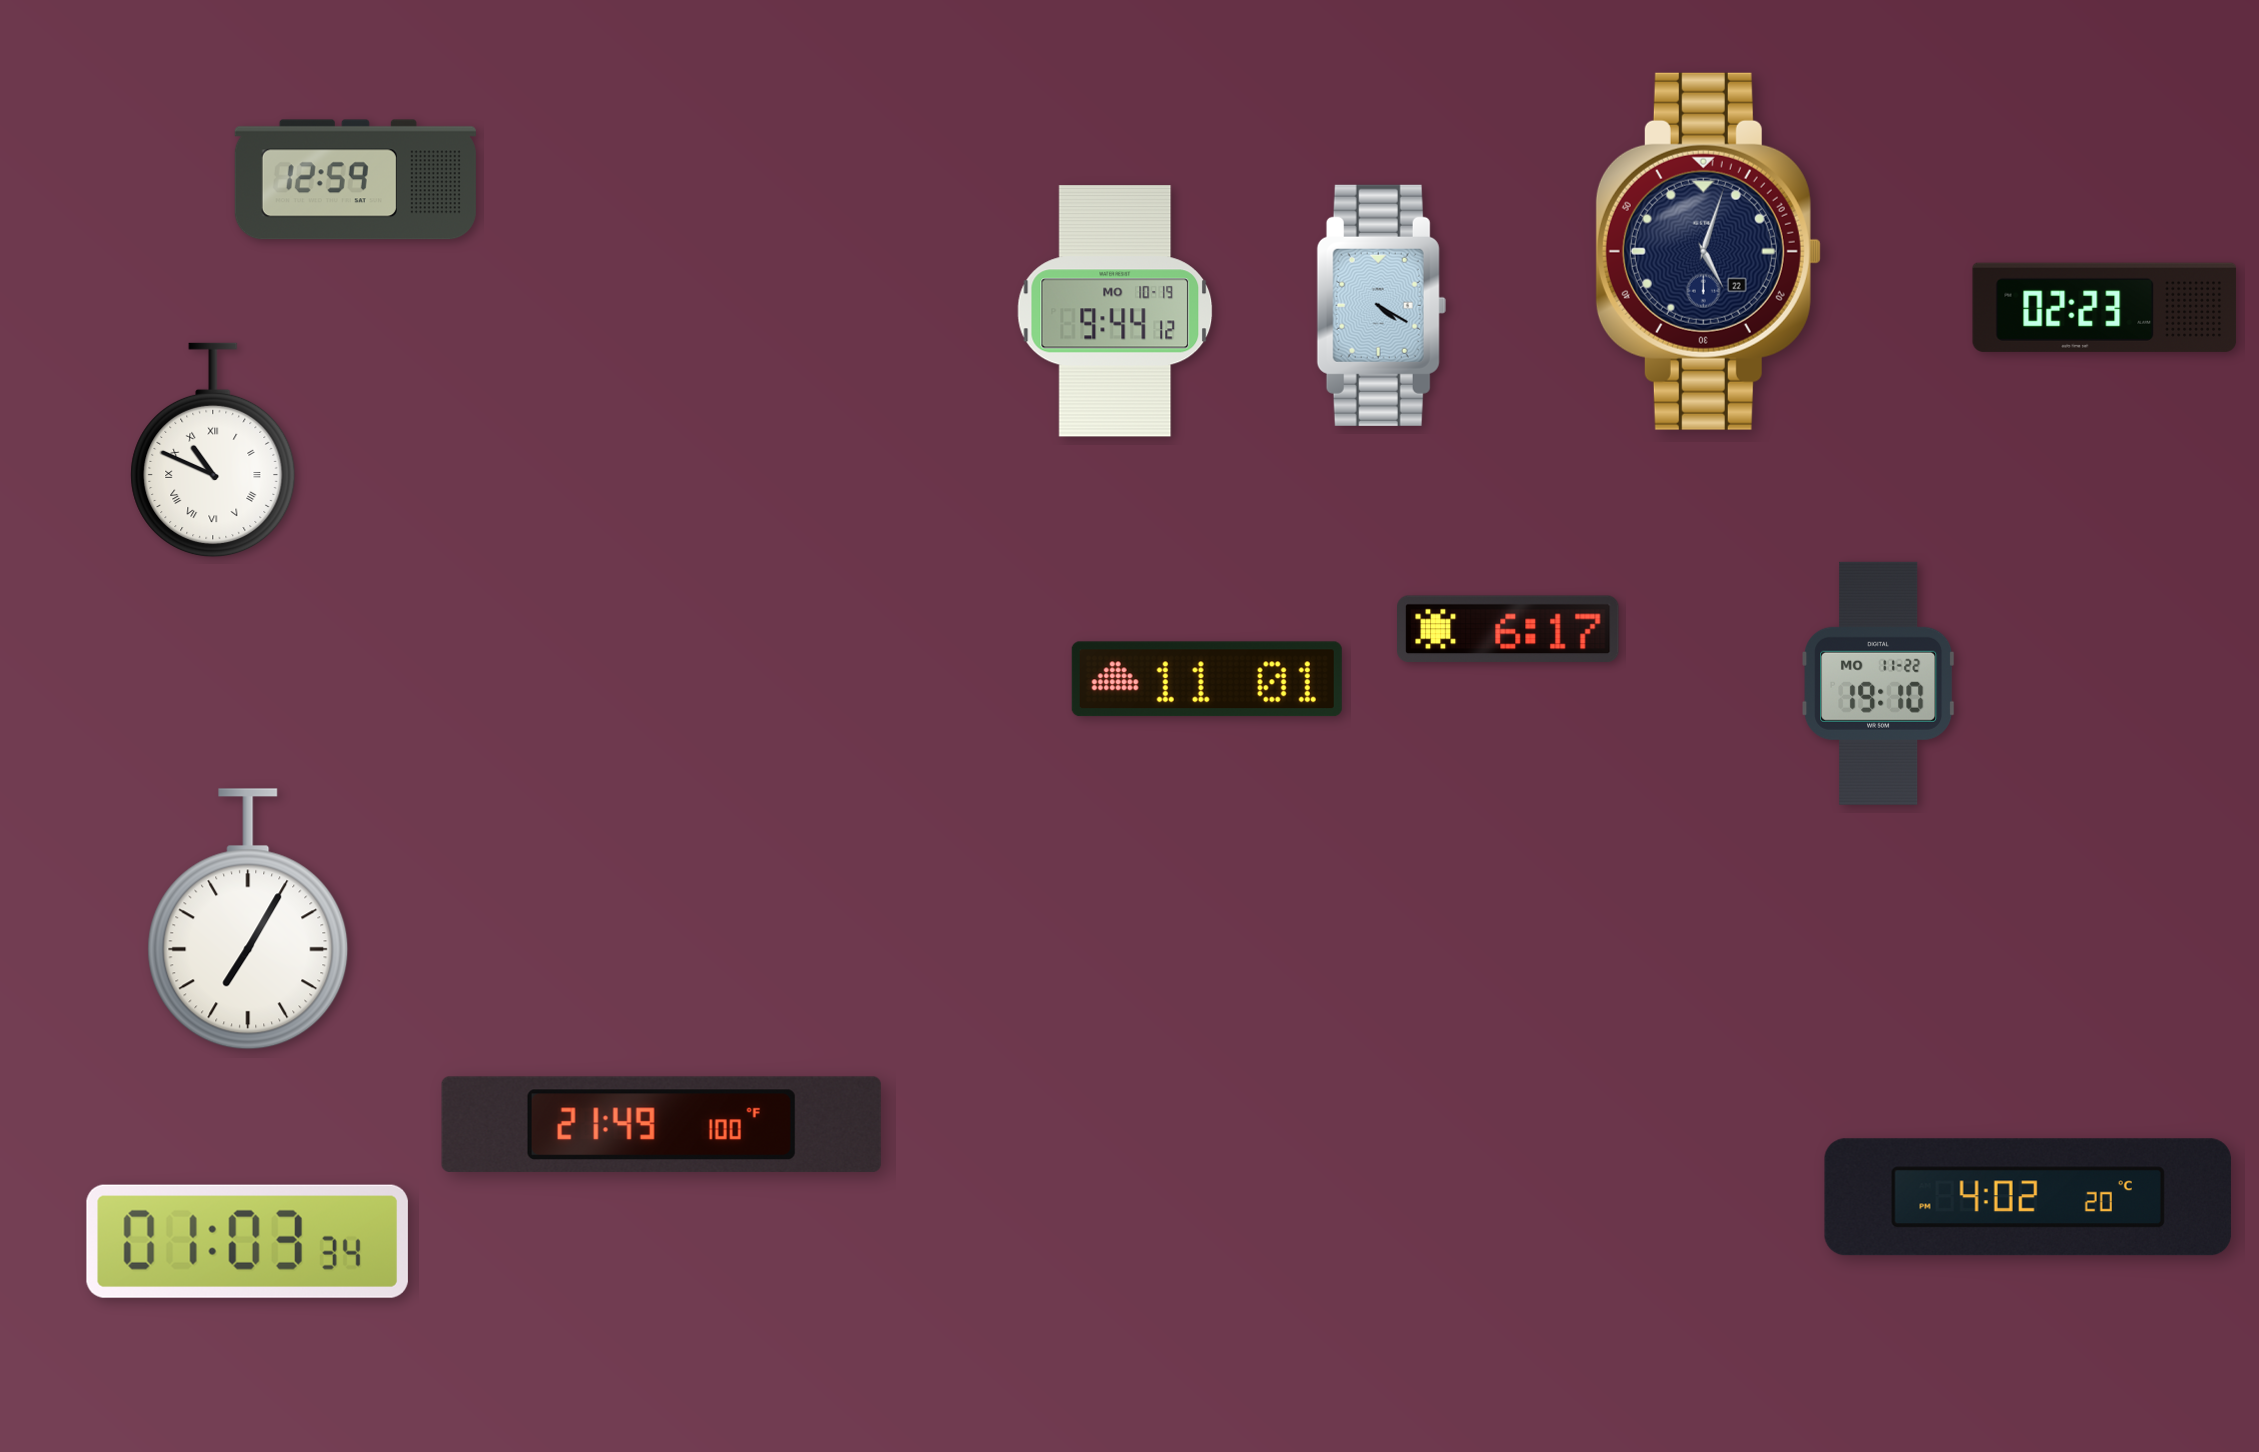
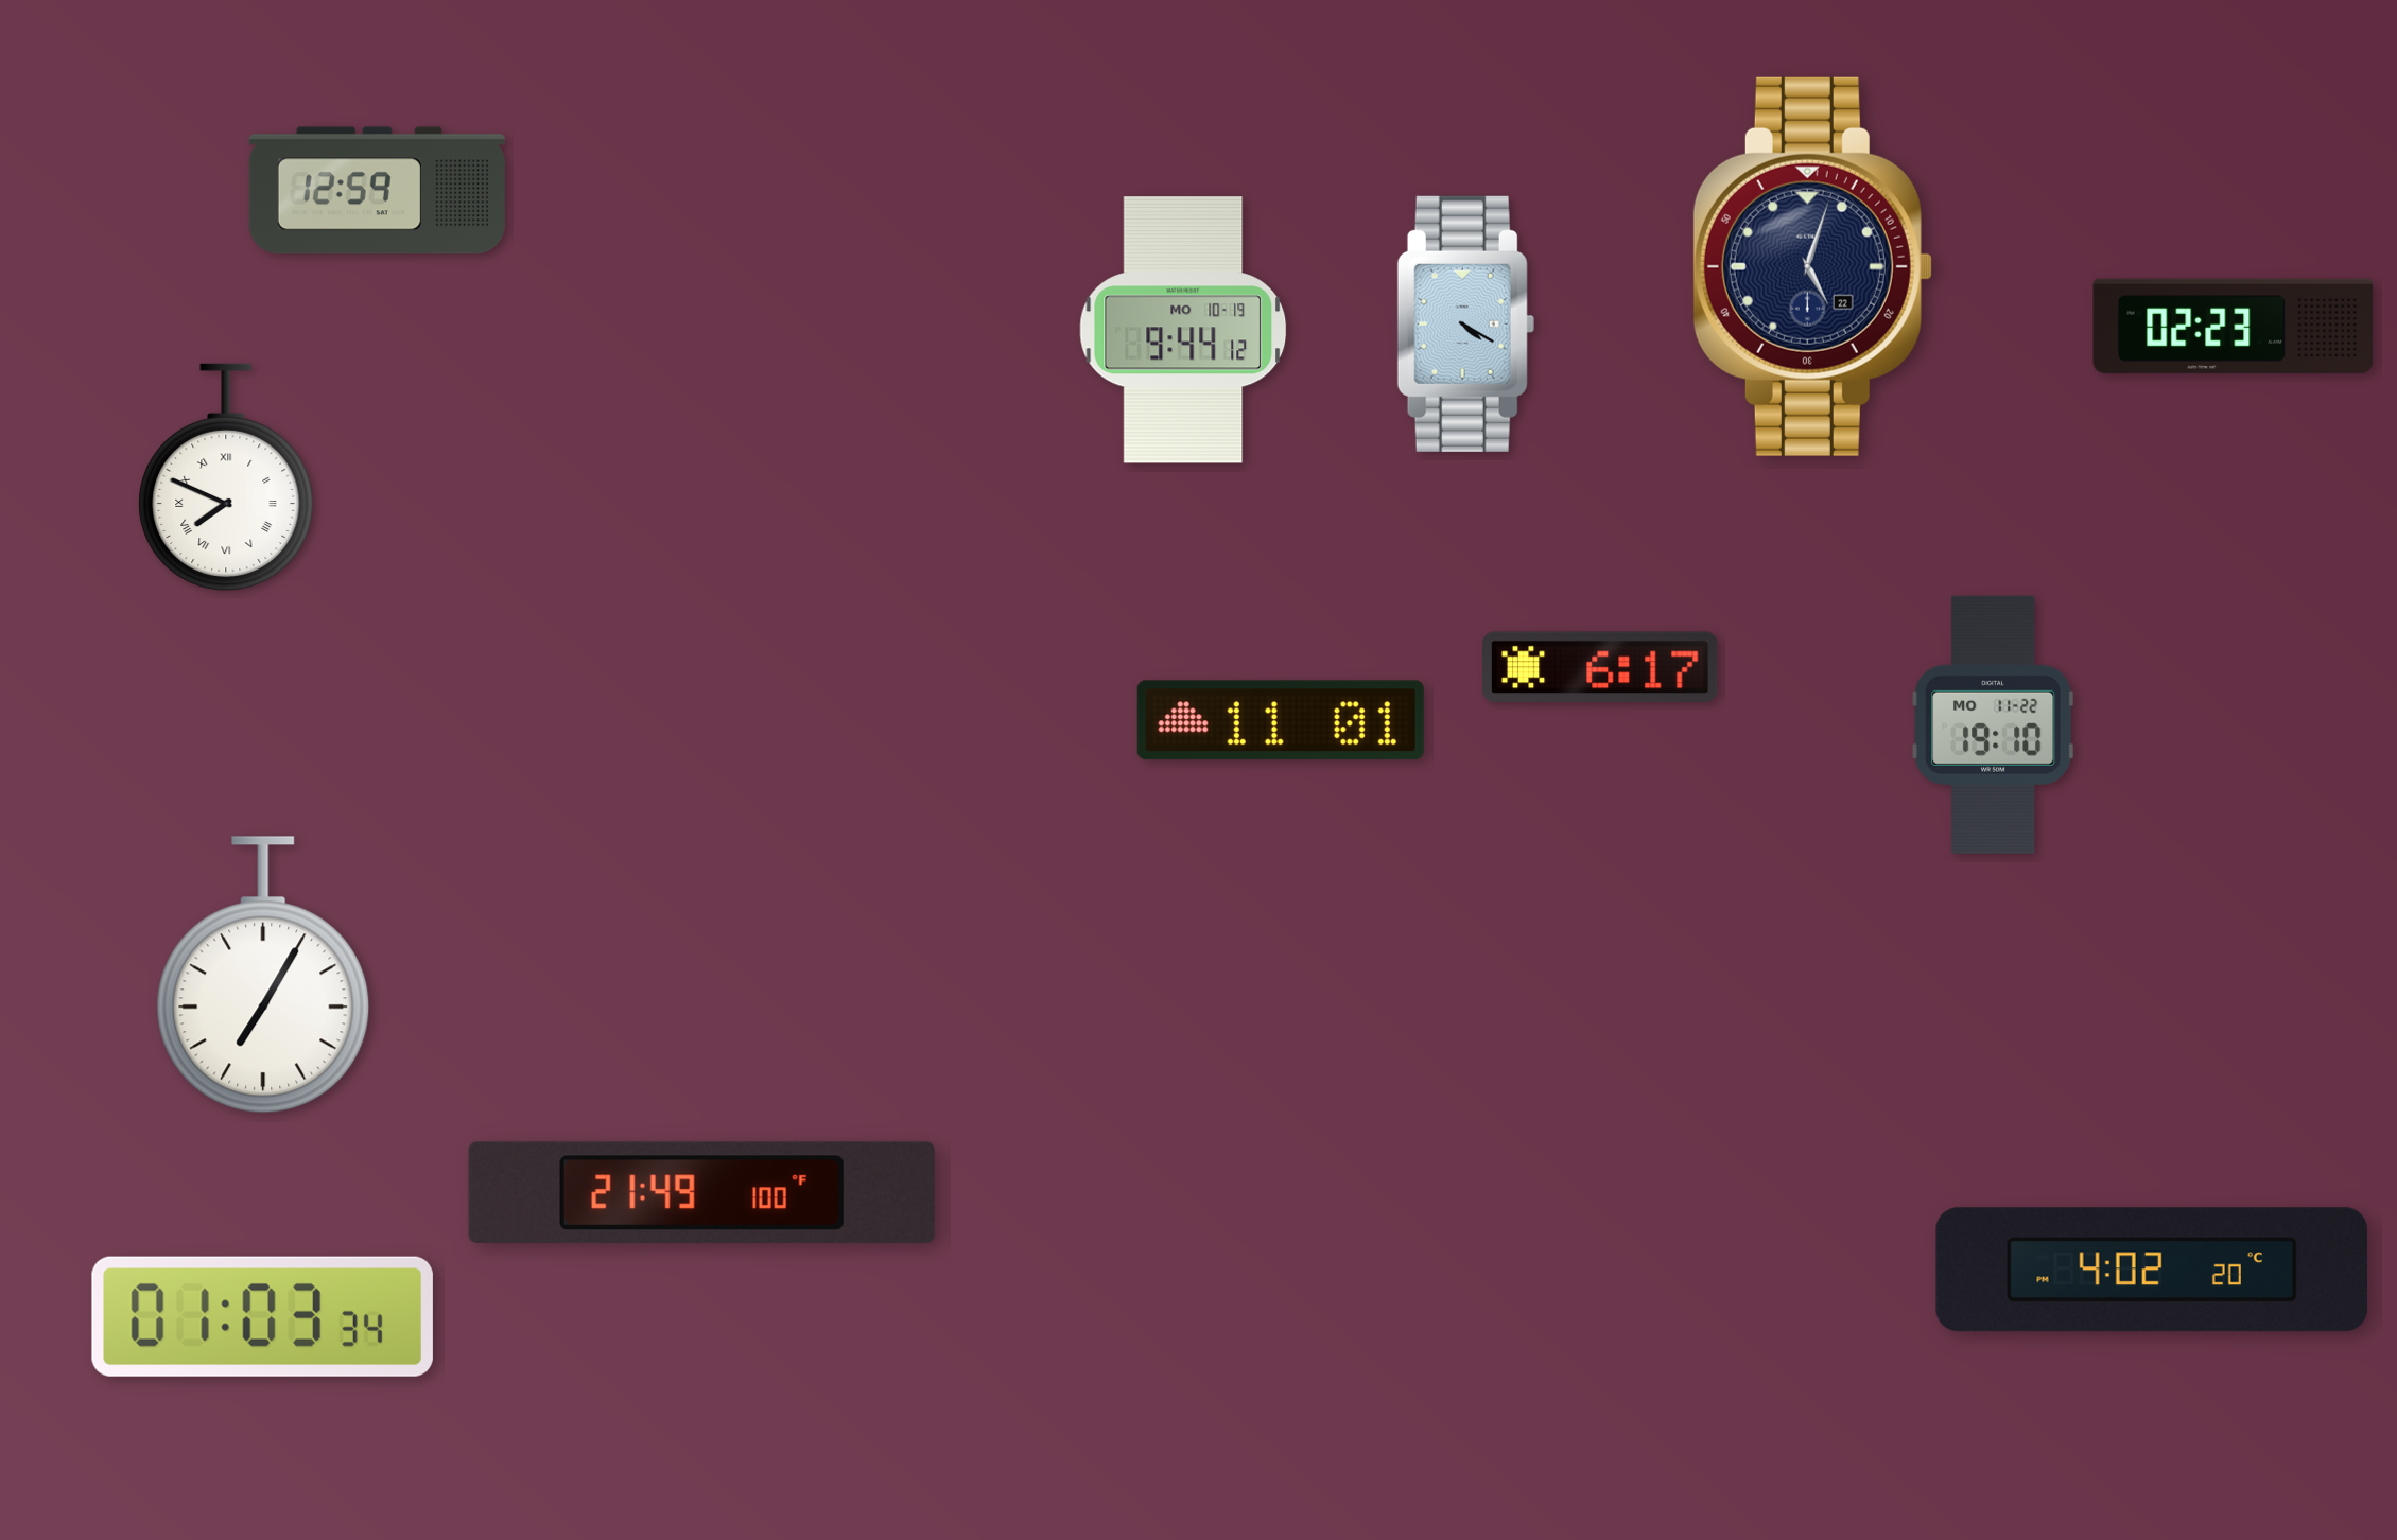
clock at (213, 450): 10:49 -> 7:49
